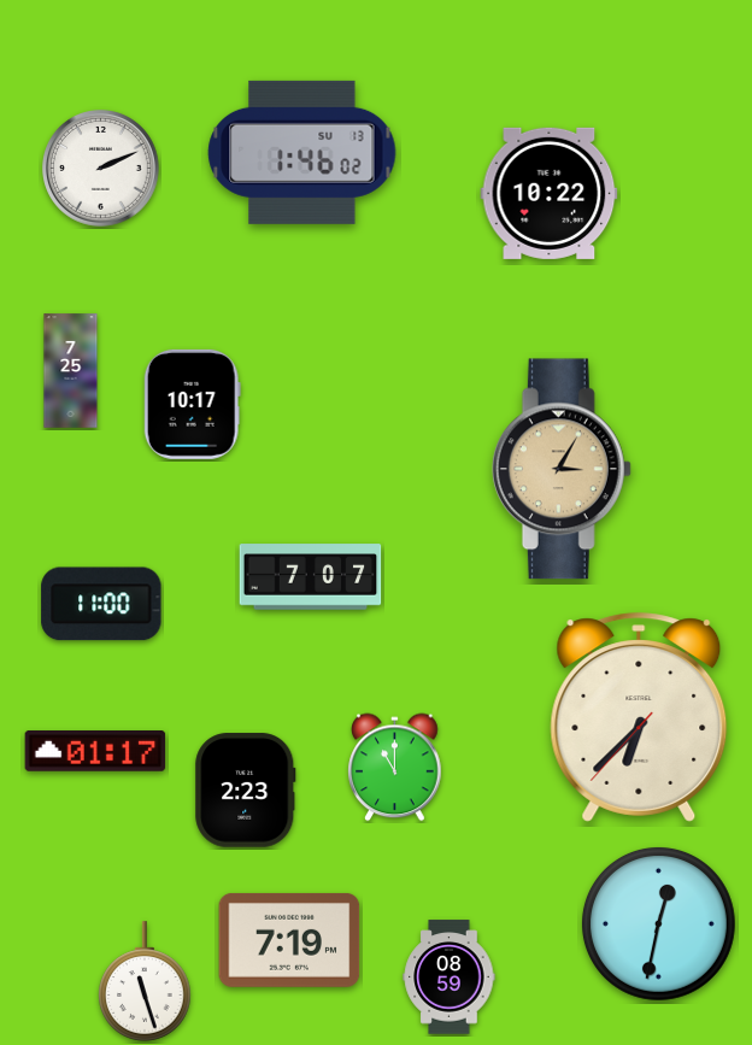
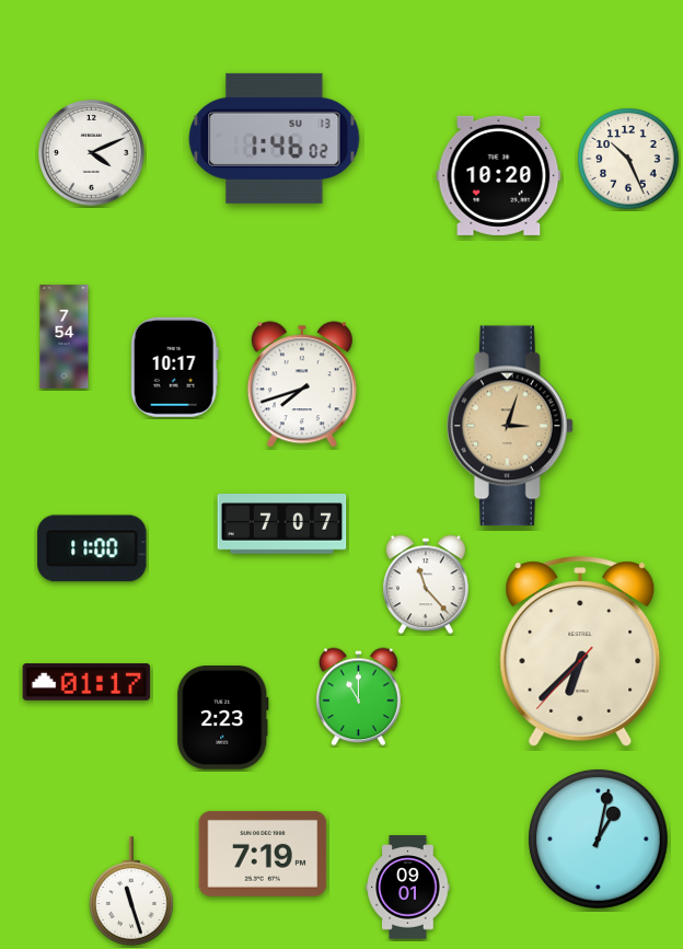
clock at (101, 169): 2:11 -> 4:11
clock at (628, 159): none -> 10:26
clock at (550, 193): 10:22 -> 10:20
clock at (71, 371): 7:25 -> 7:54
clock at (302, 384): none -> 7:42
clock at (562, 469): 3:05 -> 3:03
clock at (426, 585): none -> 11:23
clock at (658, 923): 12:32 -> 1:02
clock at (450, 978): 08:59 -> 09:01
